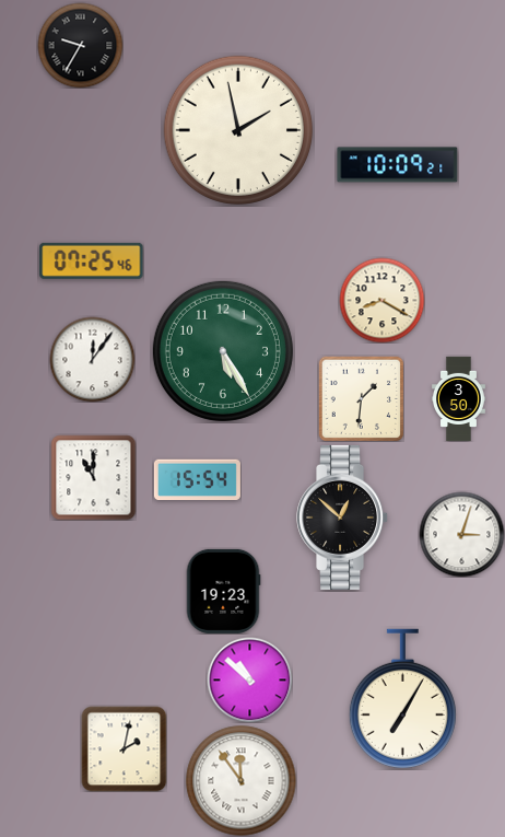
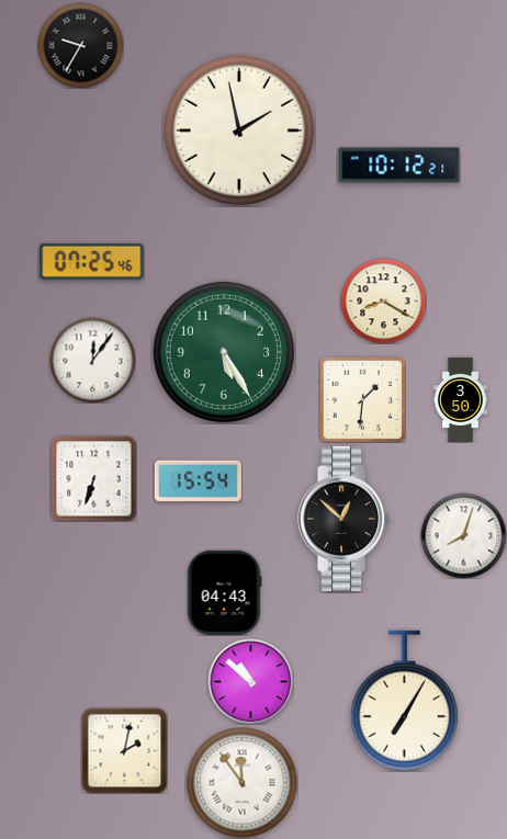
clock at (398, 165): 10:09 -> 10:12
clock at (93, 477): 11:00 -> 6:33
clock at (461, 534): 3:03 -> 8:03
clock at (223, 591): 19:23 -> 04:43
